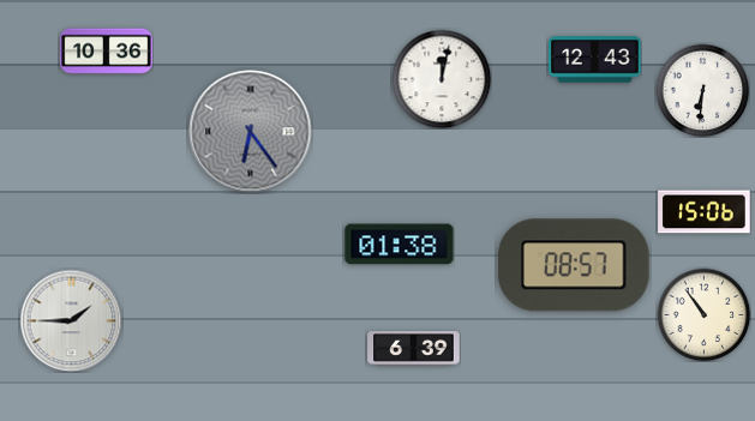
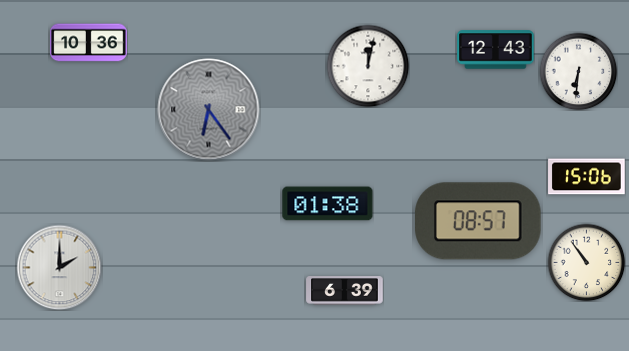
clock at (702, 90) position: (702, 90) -> (578, 71)
clock at (400, 245) position: (400, 245) -> (328, 204)
clock at (71, 320): 1:45 -> 2:00
